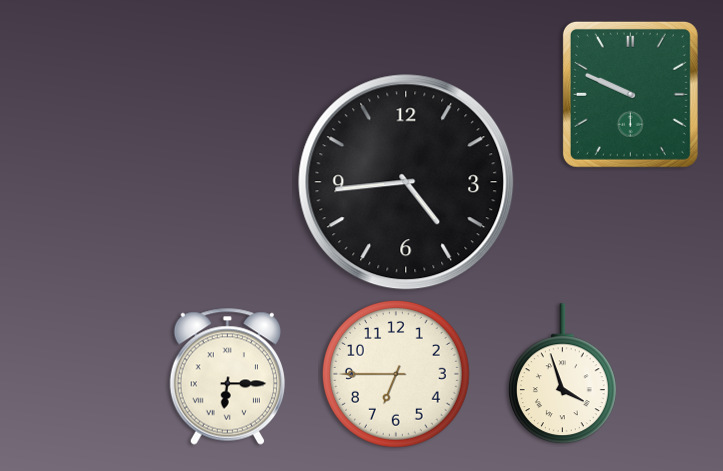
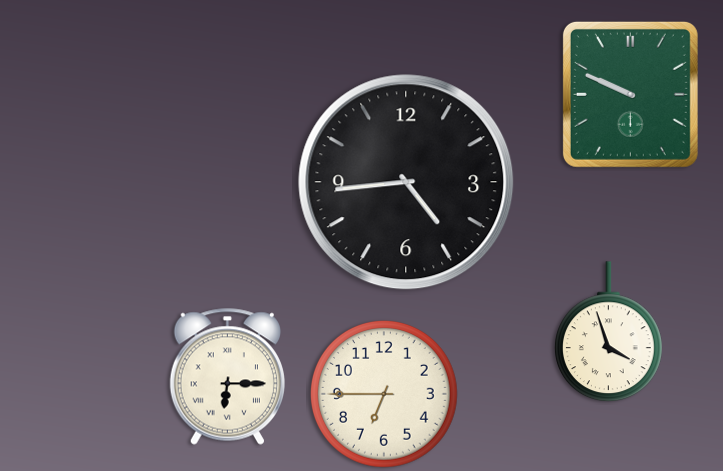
clock at (562, 374) position: (562, 374) -> (608, 332)
clock at (397, 375) position: (397, 375) -> (385, 395)
